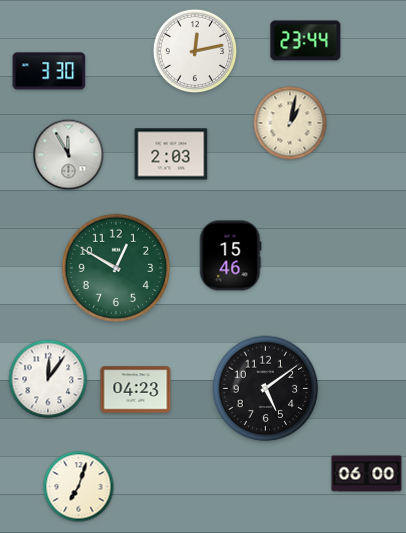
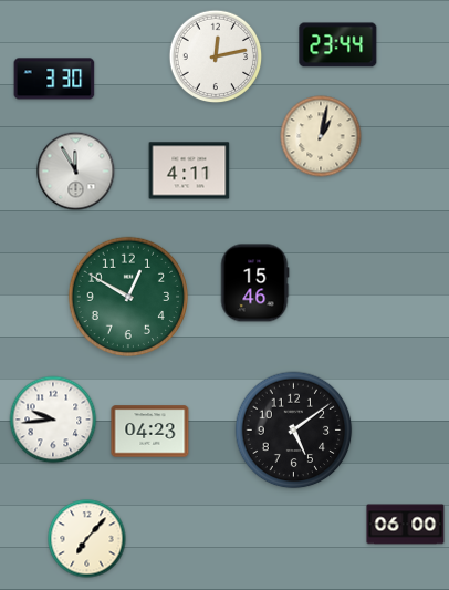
clock at (171, 154): 2:03 -> 4:11
clock at (48, 379): 12:06 -> 9:44
clock at (79, 487): 7:03 -> 7:07
